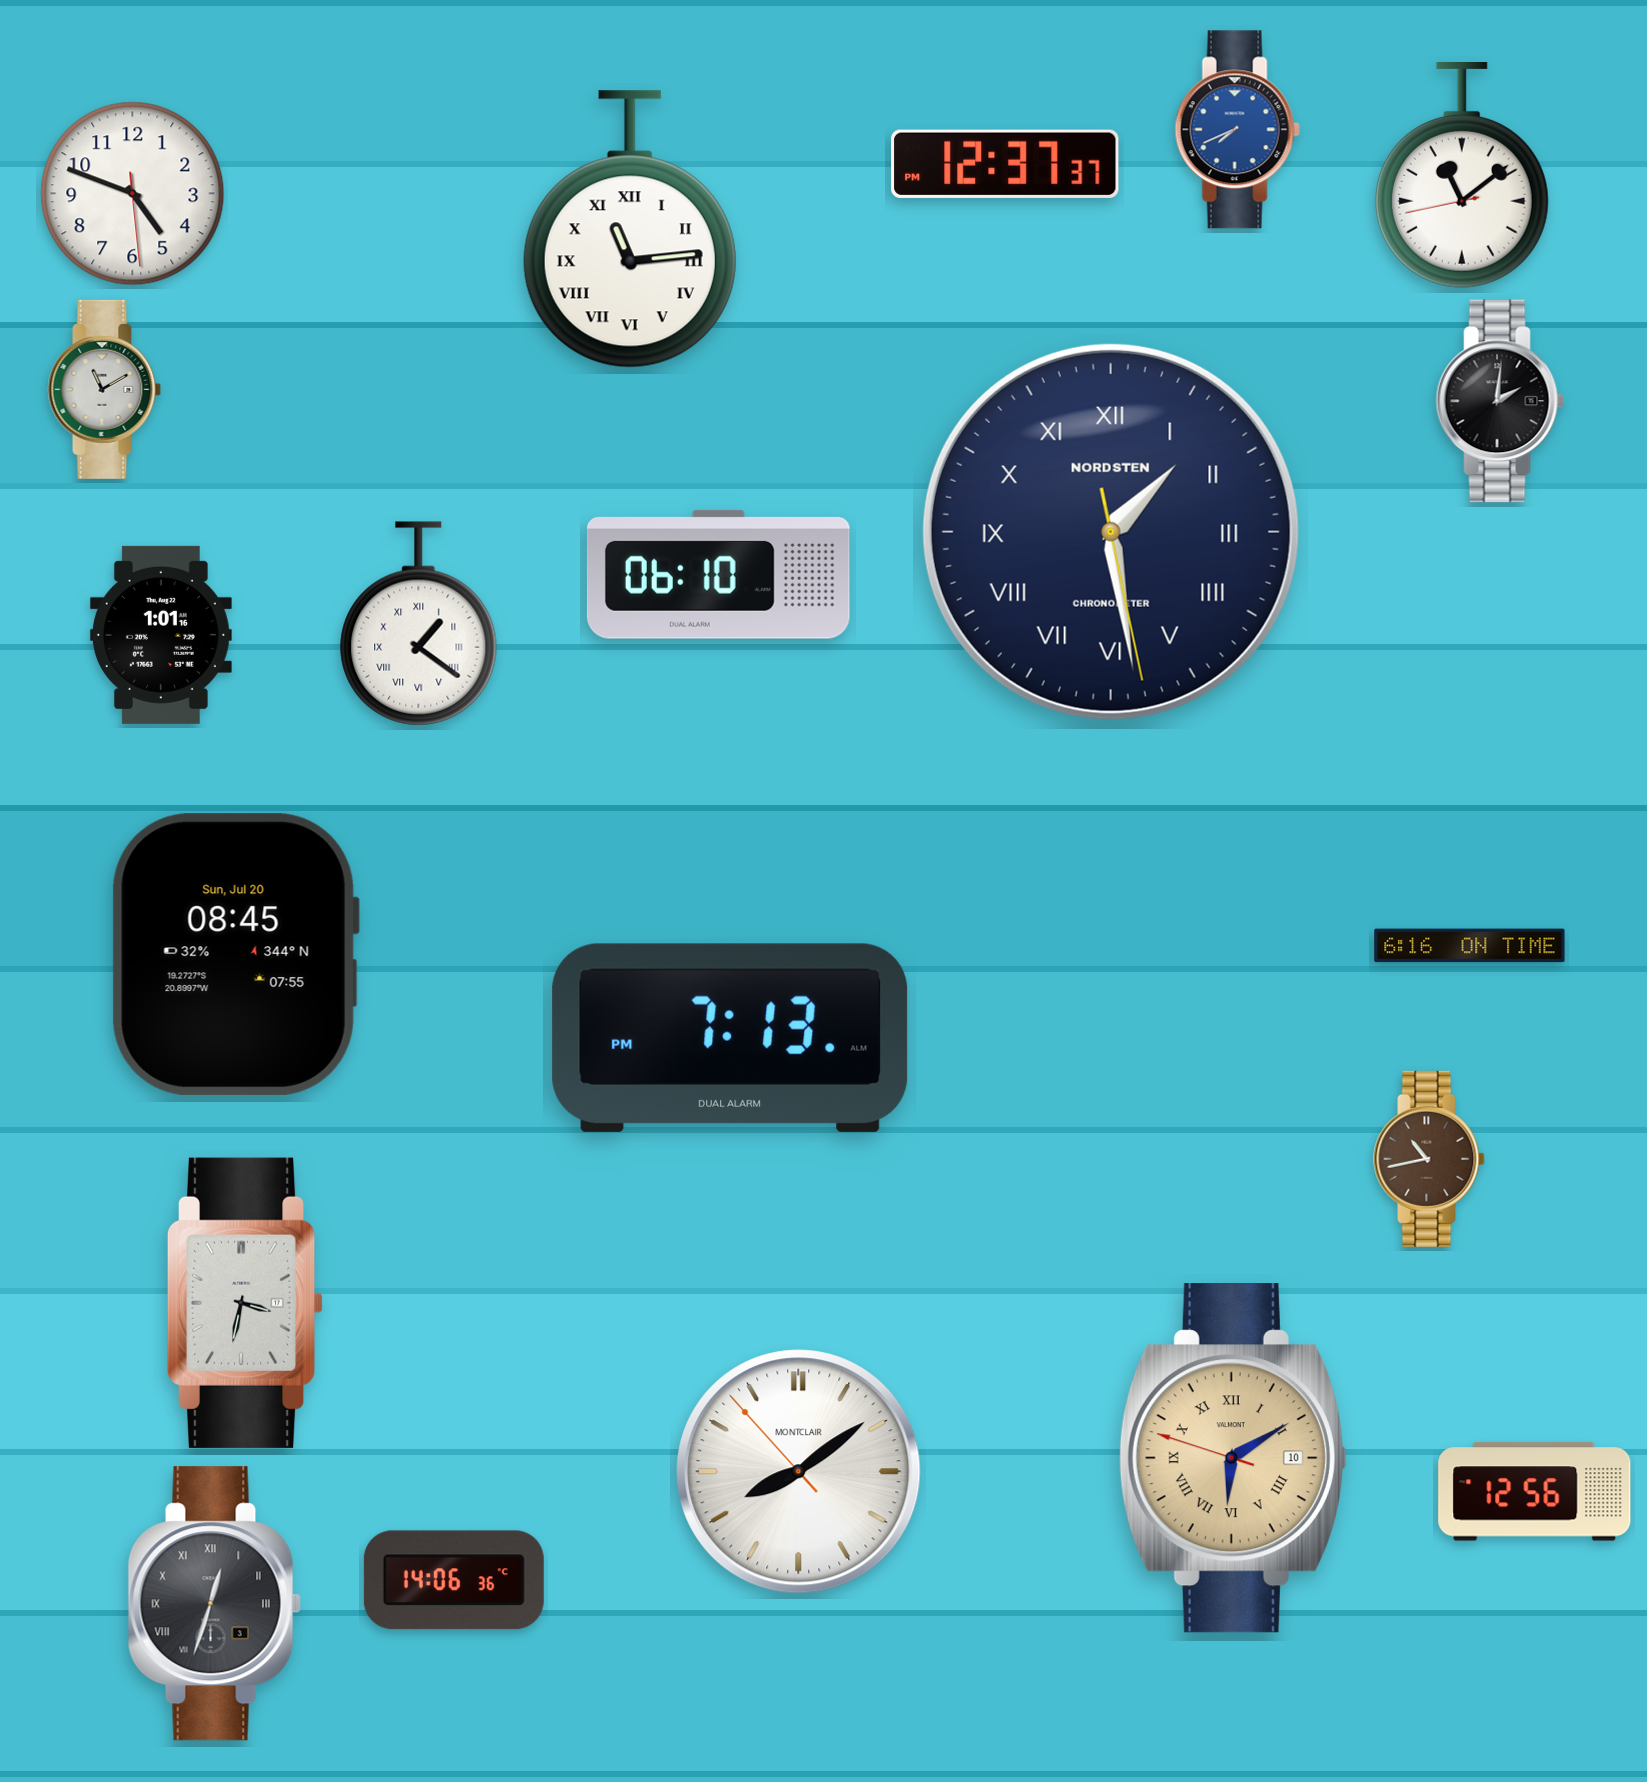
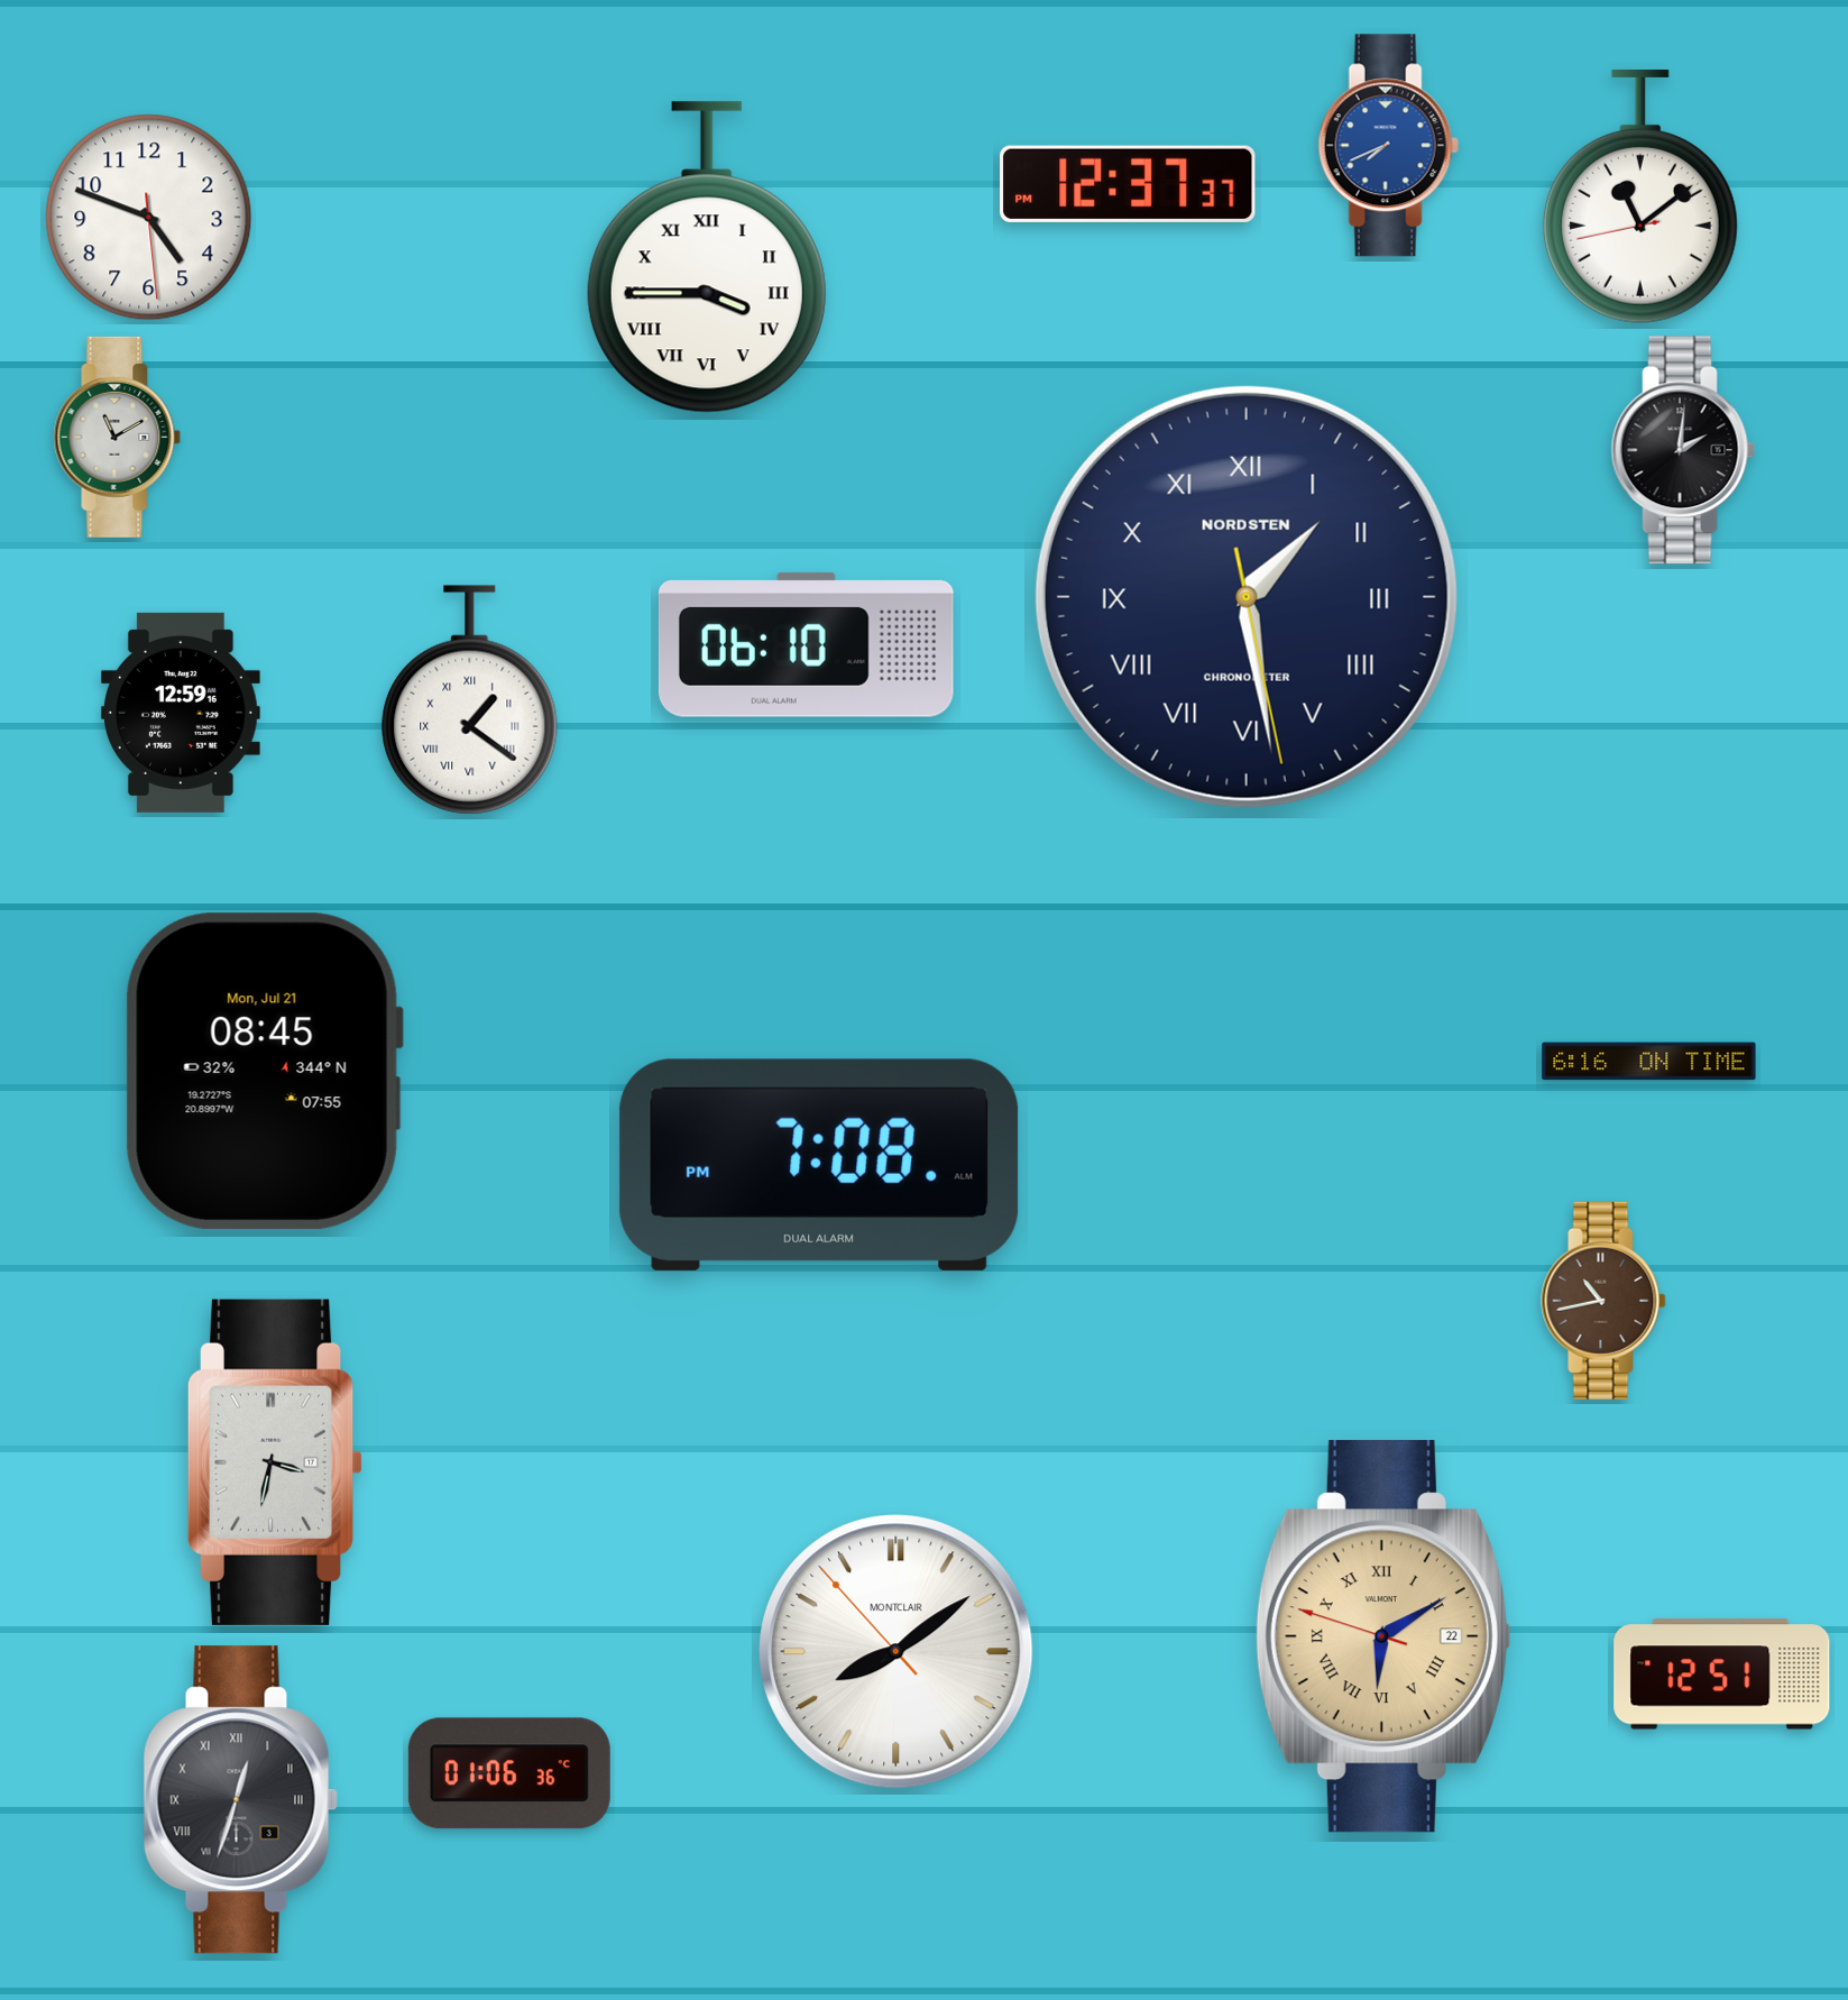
clock at (630, 229): 11:14 -> 3:45
clock at (161, 635): 1:01 -> 12:59
clock at (235, 954) date: Sun, Jul 20 -> Mon, Jul 21
clock at (730, 1038): 7:13 -> 7:08
clock at (1233, 1458) date: 10 -> 22
clock at (1535, 1492): 12:56 -> 12:51
clock at (454, 1580): 14:06 -> 01:06
